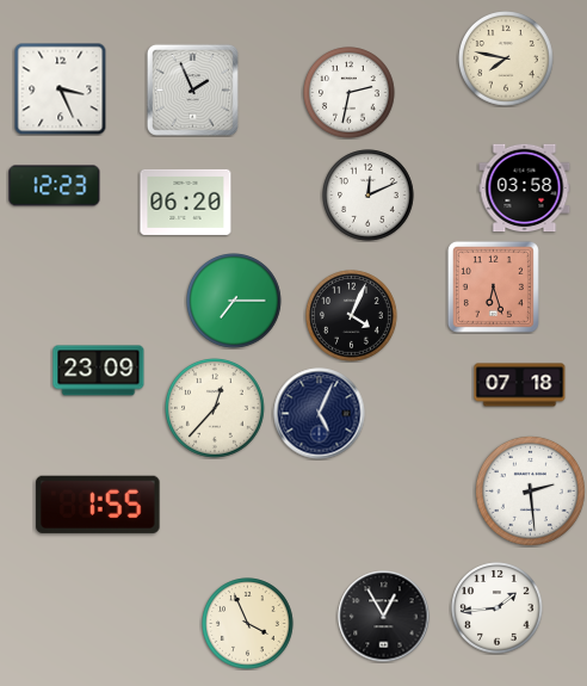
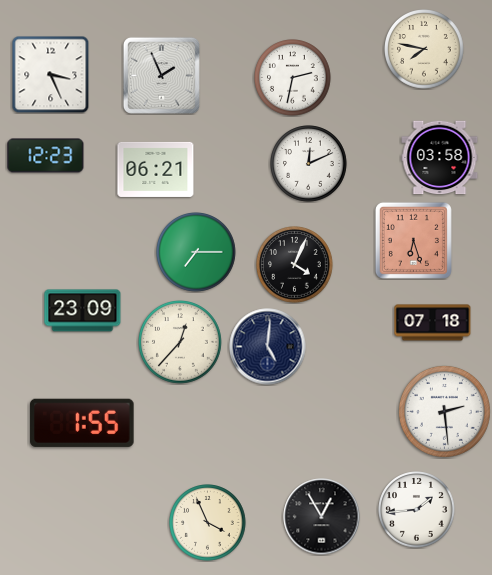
clock at (186, 202): 06:20 -> 06:21
clock at (520, 385) position: (520, 385) -> (433, 323)
clock at (320, 414): 5:04 -> 5:01
